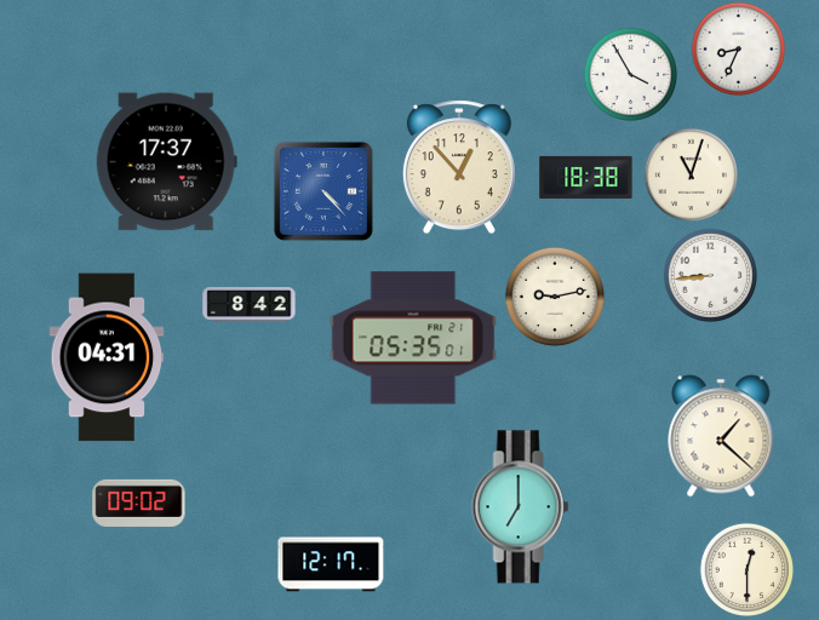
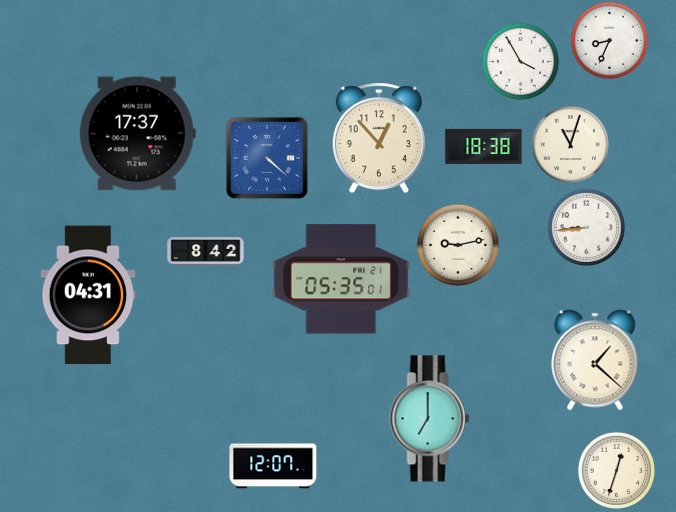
clock at (323, 191): 4:23 -> 4:22
clock at (139, 503): 09:02 -> none
clock at (331, 564): 12:17 -> 12:07
clock at (746, 569): 12:30 -> 12:33
